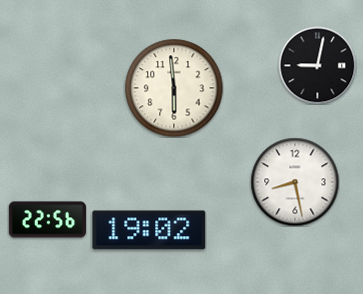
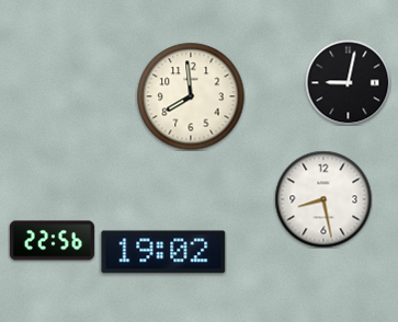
clock at (317, 65) position: (317, 65) -> (348, 82)
clock at (174, 88): 5:59 -> 7:59
